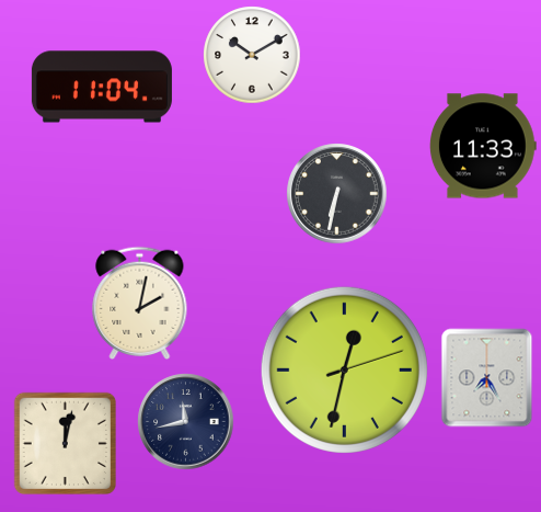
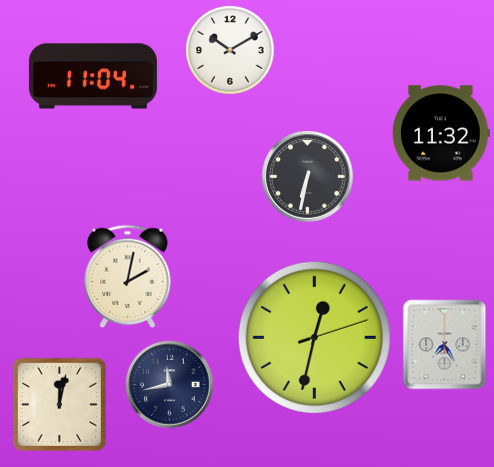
clock at (102, 87) position: (102, 87) -> (93, 76)
clock at (483, 146): 11:33 -> 11:32
